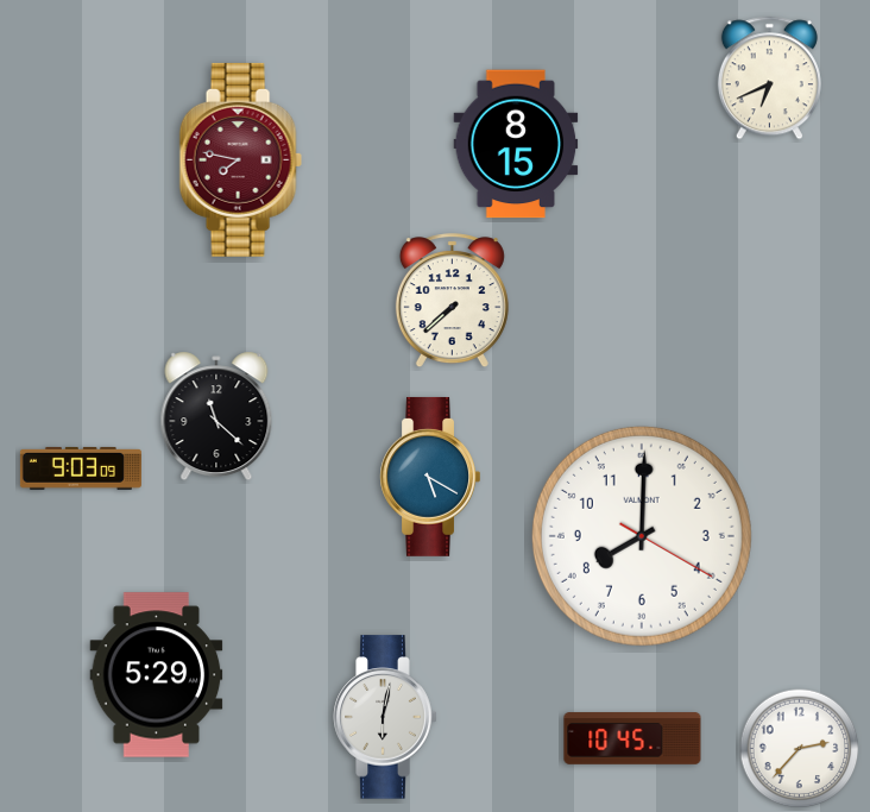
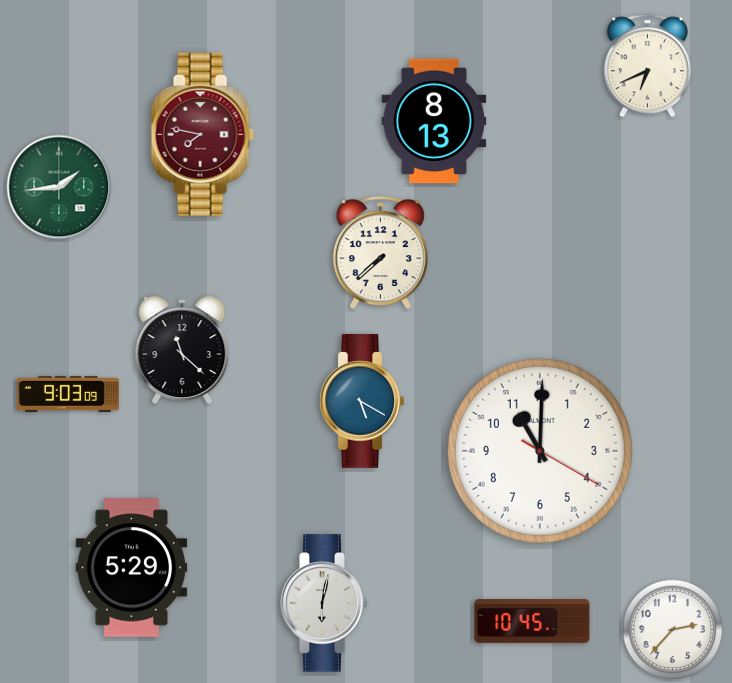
clock at (516, 144): 8:15 -> 8:13
clock at (59, 187): none -> 1:44
clock at (642, 536): 8:00 -> 11:00
